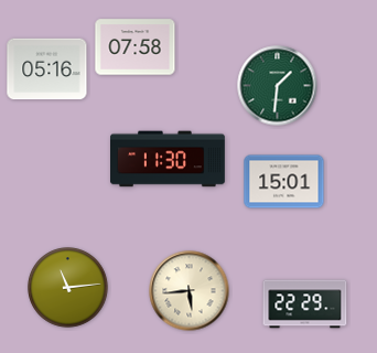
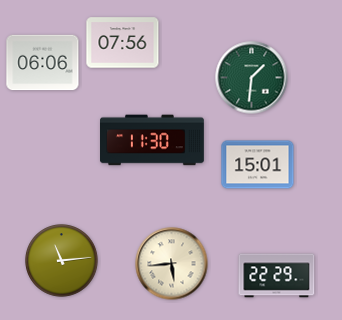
clock at (136, 47): 07:58 -> 07:56
clock at (47, 69): 05:16 -> 06:06
clock at (169, 159) position: (169, 159) -> (153, 140)
